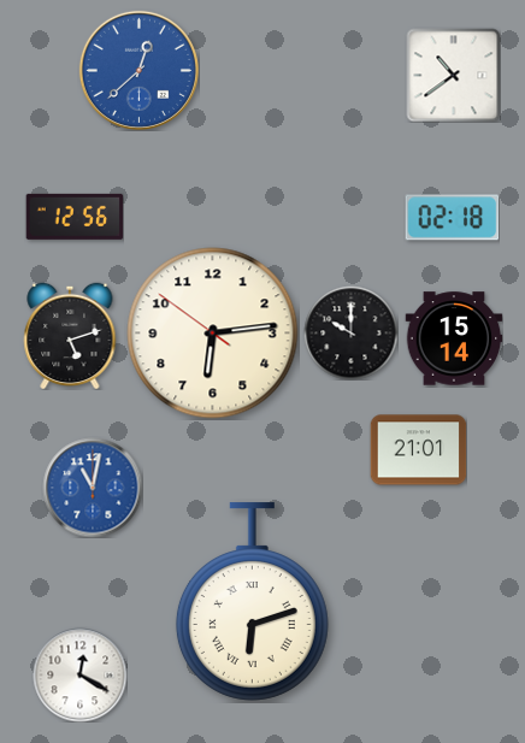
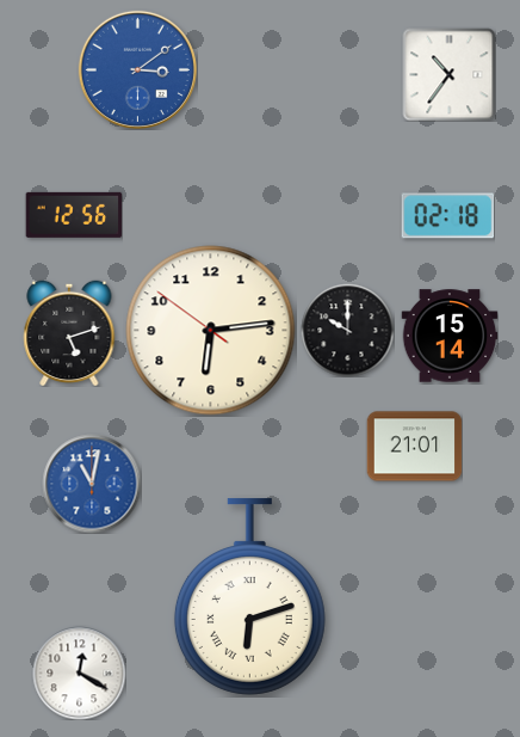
clock at (138, 70): 12:38 -> 3:09
clock at (453, 75): 10:39 -> 10:36
clock at (79, 674) position: (79, 674) -> (79, 672)
